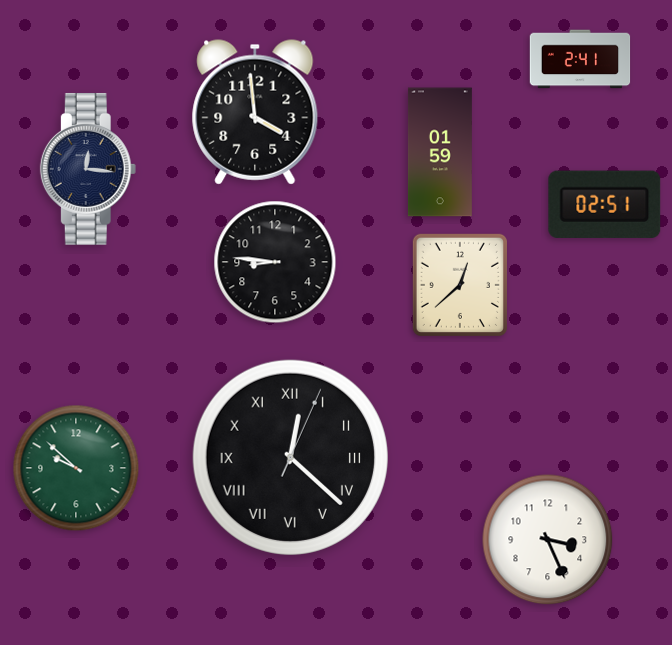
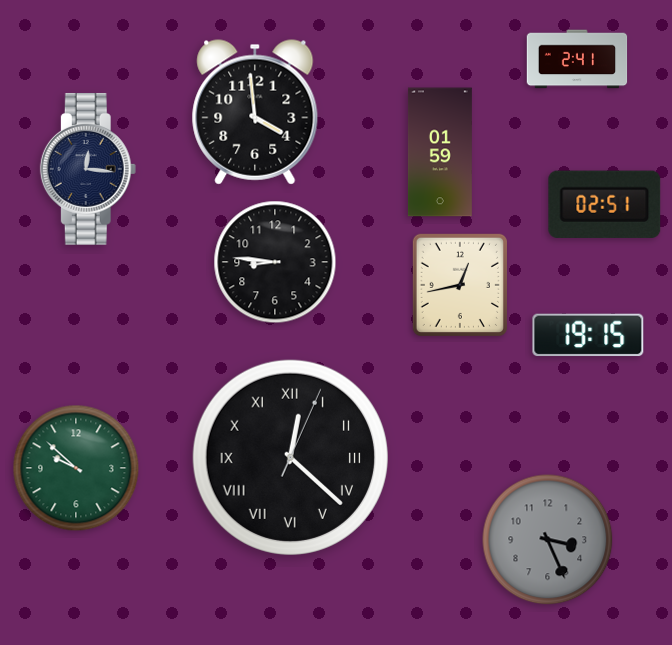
clock at (580, 59) position: (580, 59) -> (577, 59)
clock at (460, 285): 12:38 -> 12:43
clock at (588, 335): none -> 19:15
clock at (548, 540) dial: white -> grey
